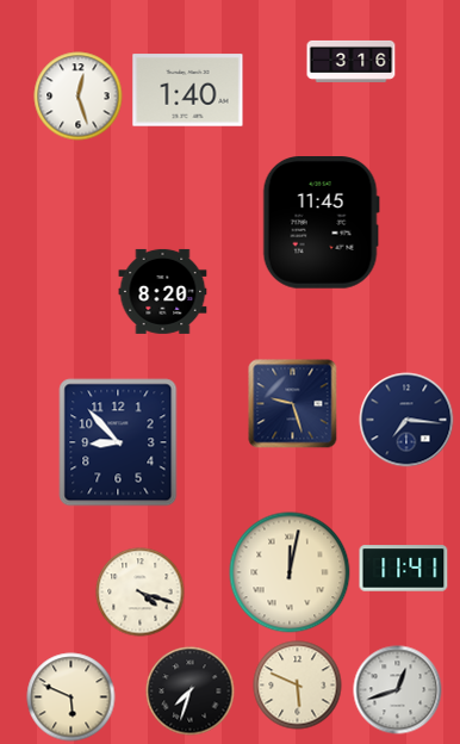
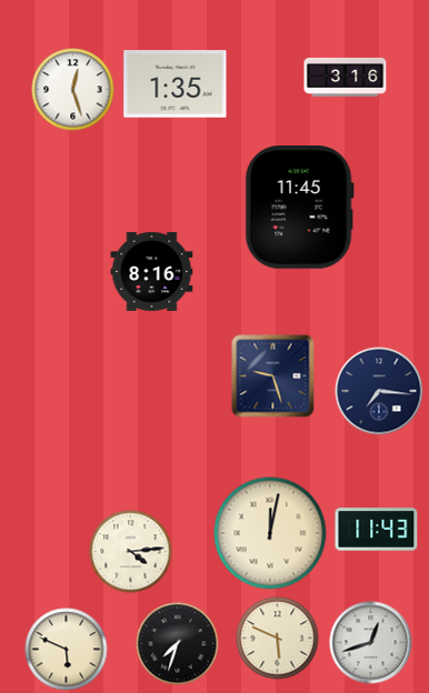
clock at (352, 61) position: (352, 61) -> (346, 77)
clock at (188, 91): 1:40 -> 1:35
clock at (163, 291): 8:20 -> 8:16
clock at (118, 442): 8:53 -> none
clock at (404, 569): 11:41 -> 11:43
clock at (141, 593): 4:18 -> 4:14
